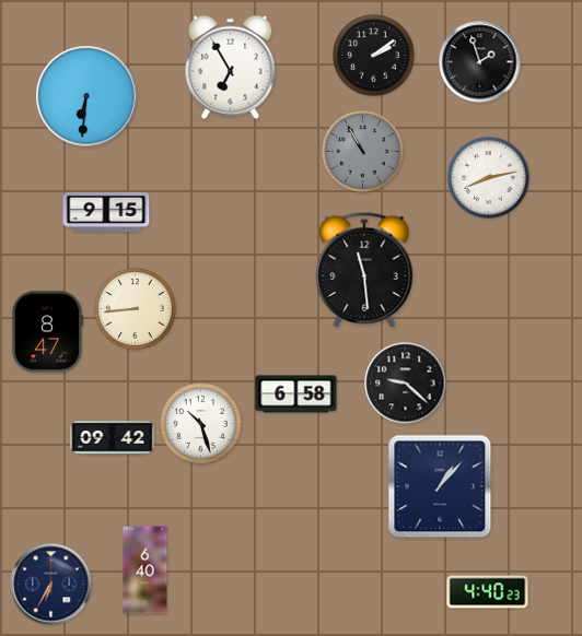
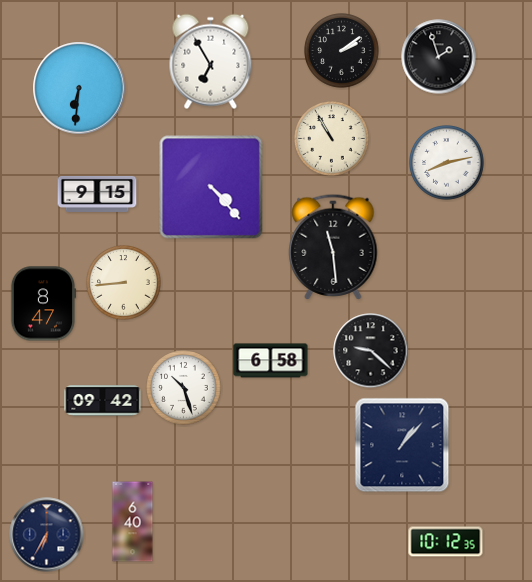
clock at (363, 152) dial: grey -> cream
clock at (211, 187): none -> 4:23
clock at (488, 592): 4:40 -> 10:12
